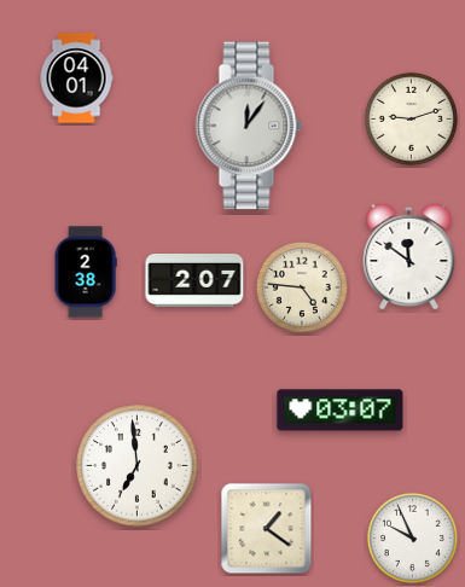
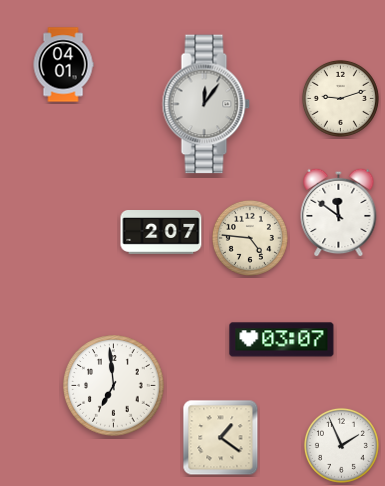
clock at (86, 272): 2:38 -> none
clock at (412, 537): 9:56 -> 1:56
